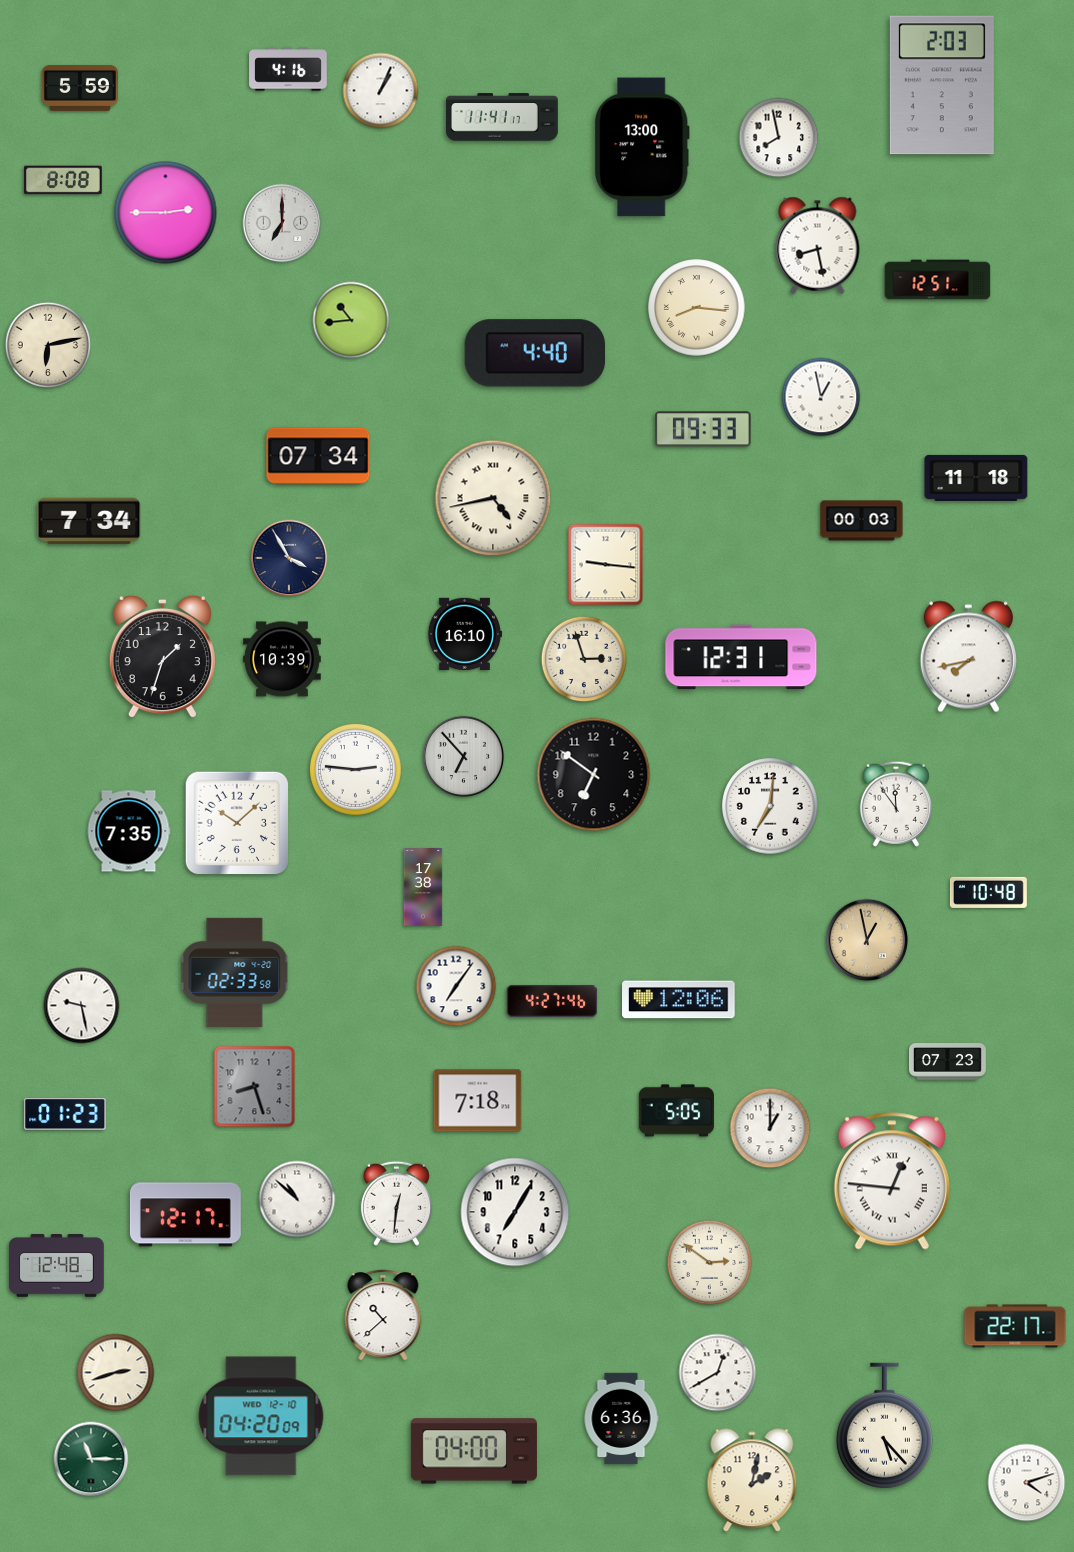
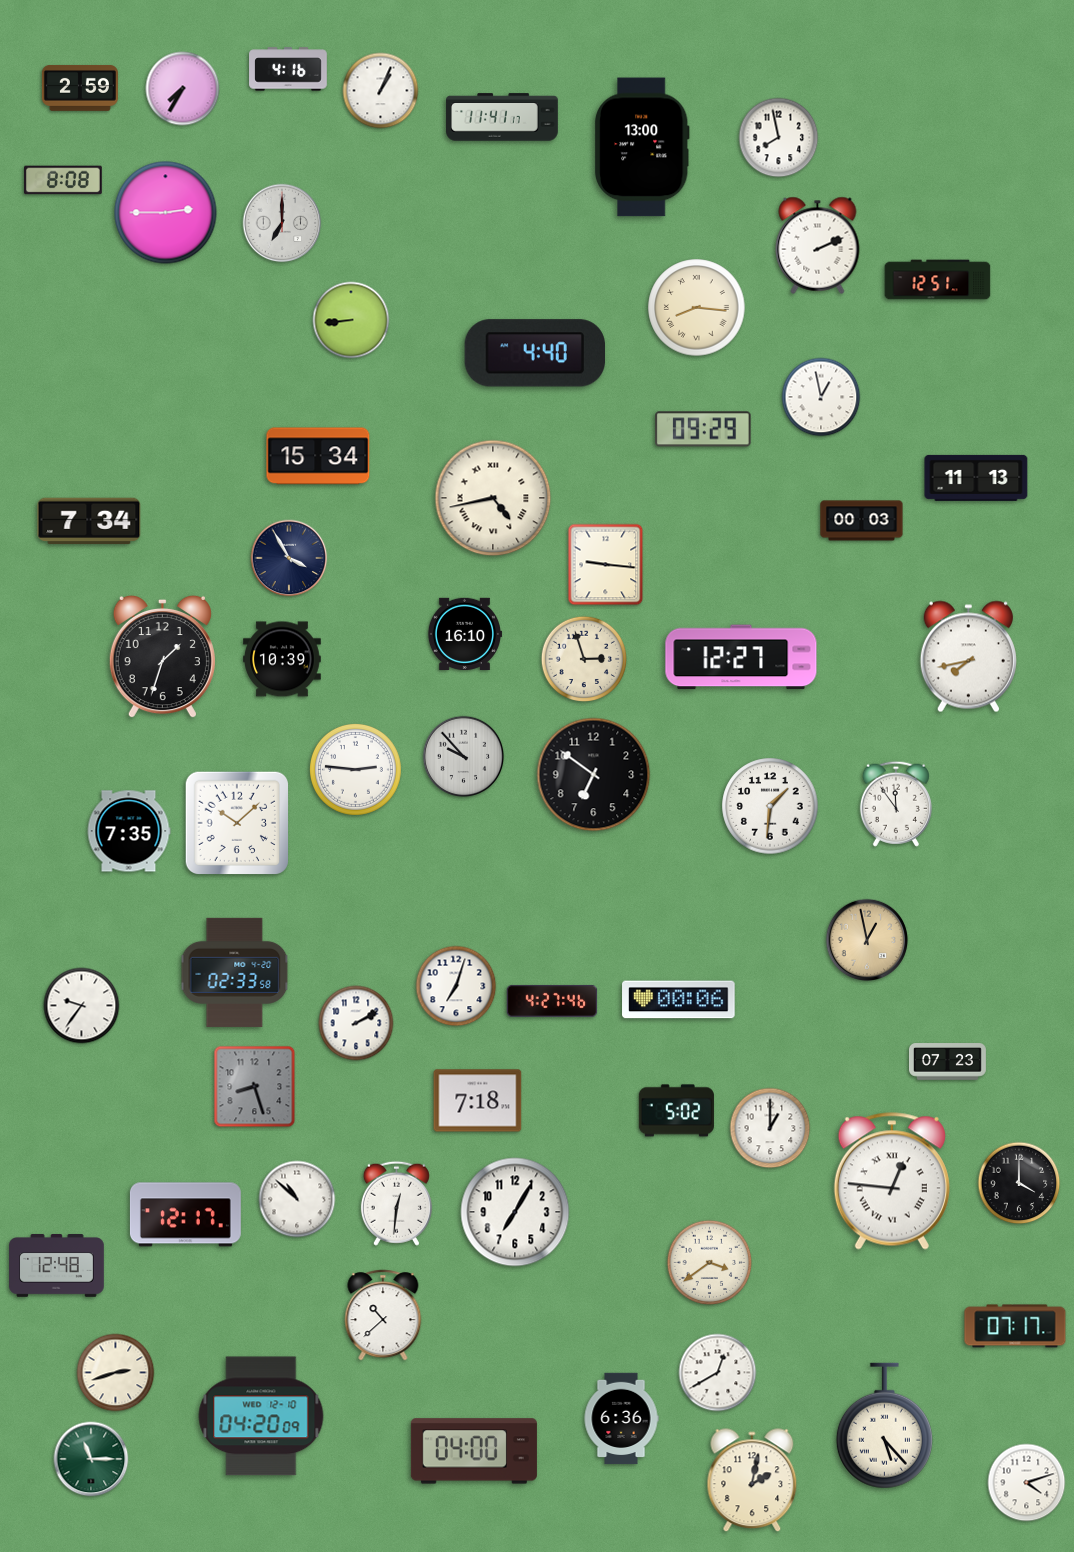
clock at (942, 85): 2:03 -> none
clock at (80, 89): 5:59 -> 2:59
clock at (183, 89): none -> 7:35
clock at (818, 245): 8:28 -> 2:11
clock at (351, 320): 10:44 -> 8:44
clock at (48, 345): 6:13 -> none
clock at (704, 429): 09:33 -> 09:29
clock at (318, 456): 07:34 -> 15:34
clock at (976, 478): 11:18 -> 11:13
clock at (741, 657): 12:31 -> 12:27
clock at (464, 757): 6:53 -> 9:53
clock at (770, 806): 7:01 -> 1:31
clock at (423, 887): 17:38 -> none
clock at (988, 892): 10:48 -> none
clock at (456, 986): 7:06 -> 7:03
clock at (679, 1000): 12:06 -> 00:06
clock at (82, 1006): 9:28 -> 9:36
clock at (356, 1023): none -> 2:10
clock at (676, 1111): 5:05 -> 5:02
clock at (65, 1114): 01:23 -> none
clock at (1019, 1183): none -> 4:00
clock at (710, 1263): 2:51 -> 3:39
clock at (1015, 1326): 22:17 -> 07:17
